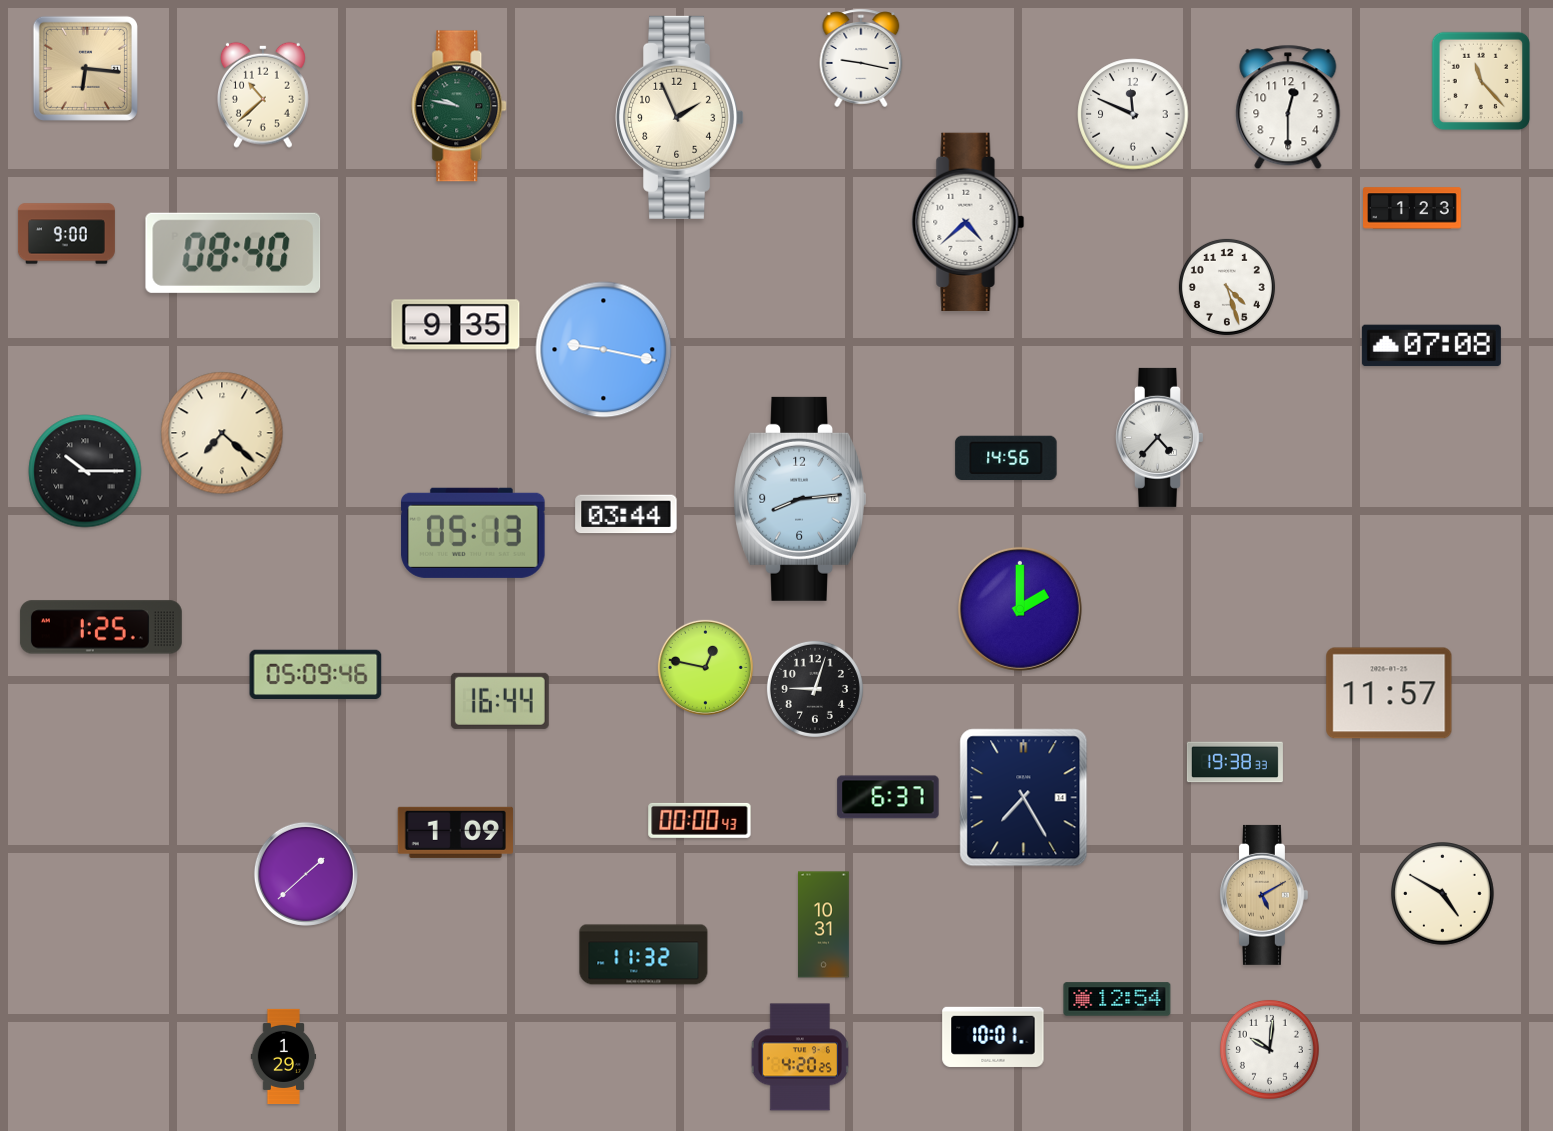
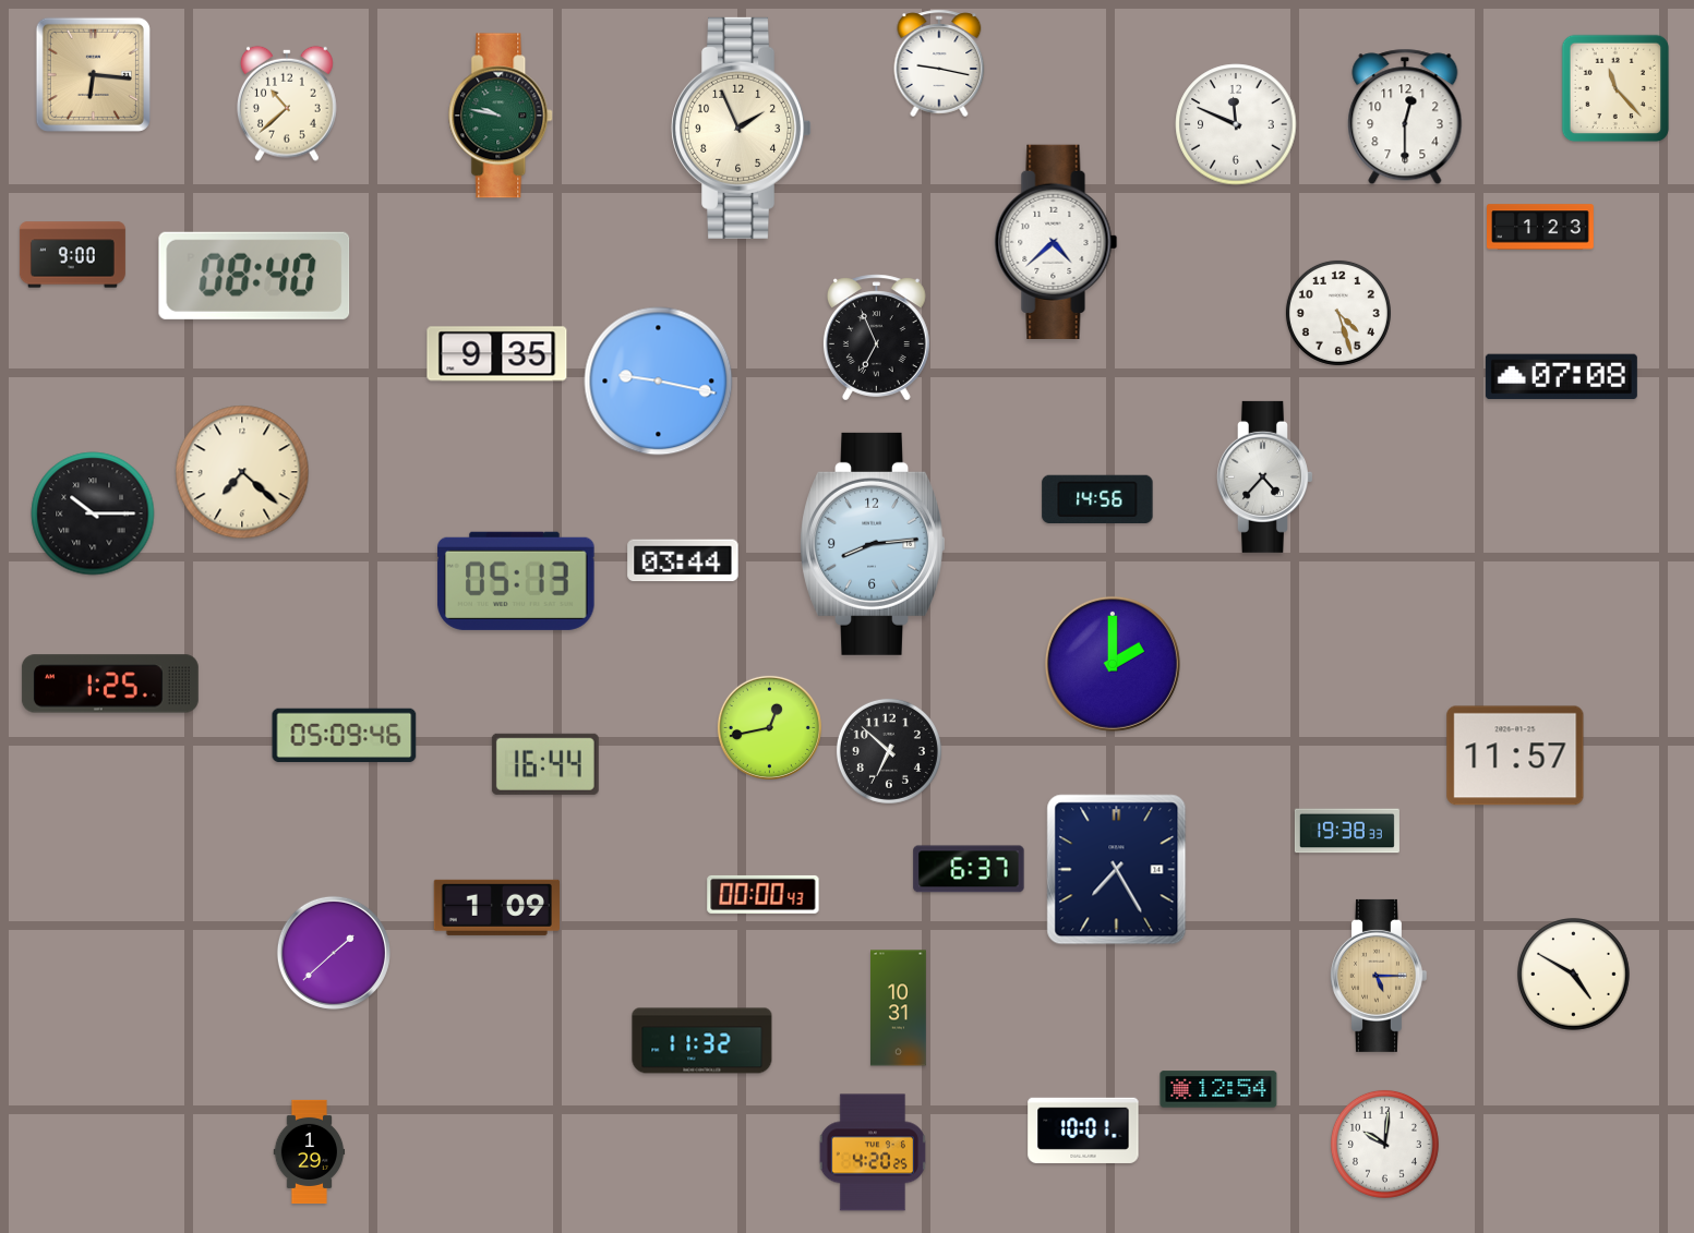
clock at (876, 338): none -> 6:56
clock at (705, 667): 12:47 -> 12:43
clock at (815, 689): 9:03 -> 6:52
clock at (1263, 895): 5:10 -> 5:15
